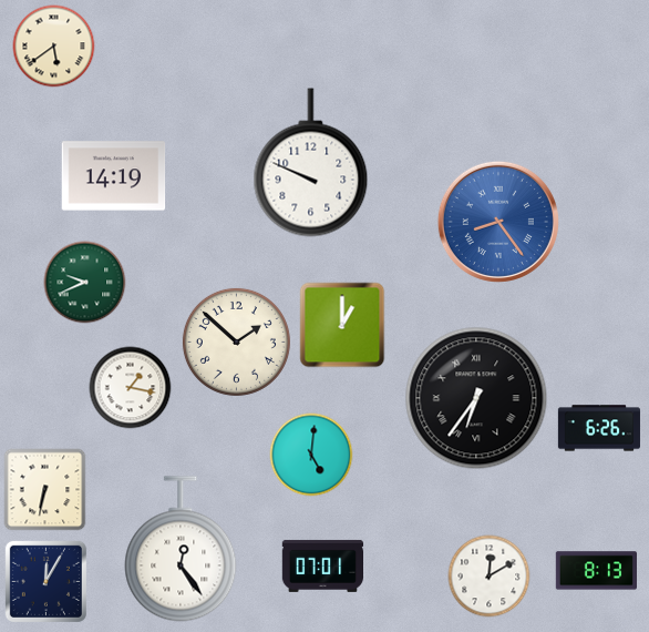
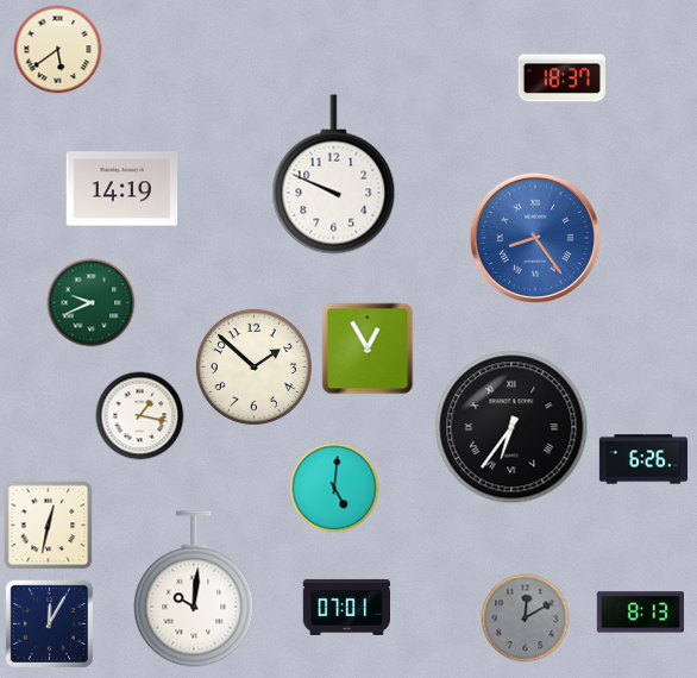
clock at (561, 79): none -> 18:37
clock at (342, 325): 1:00 -> 12:55
clock at (45, 490): 6:32 -> 12:32
clock at (181, 549): 12:24 -> 10:01
clock at (490, 577) dial: white -> grey
